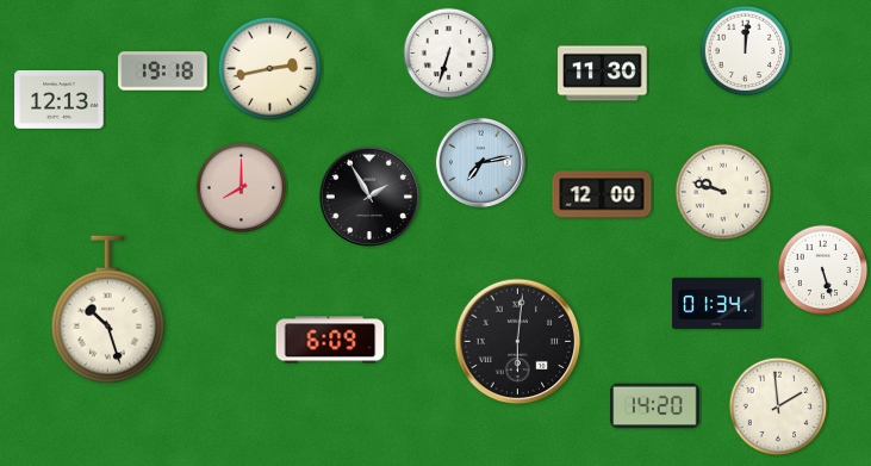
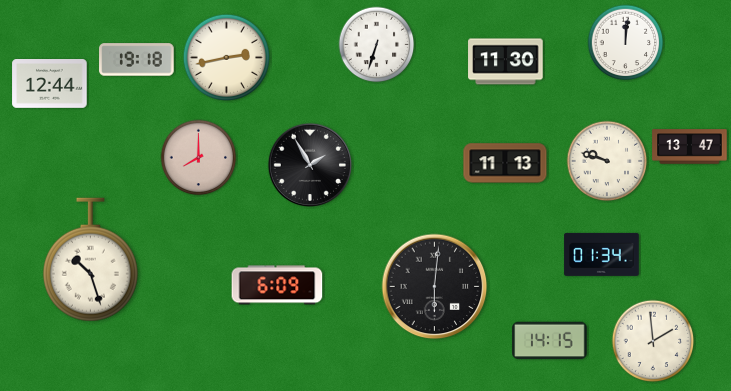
clock at (60, 100): 12:13 -> 12:44
clock at (480, 162): 7:13 -> none
clock at (690, 147): none -> 13:47
clock at (242, 188) position: (242, 188) -> (199, 158)
clock at (602, 194): 12:00 -> 11:13
clock at (823, 271): 5:27 -> none
clock at (655, 406): 14:20 -> 14:15
